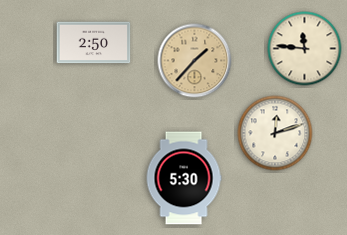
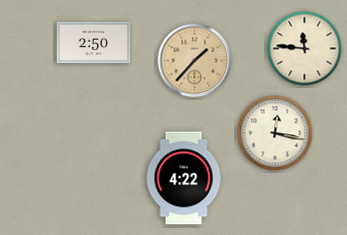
clock at (275, 133): 12:12 -> 12:17
clock at (184, 178): 5:30 -> 4:22
